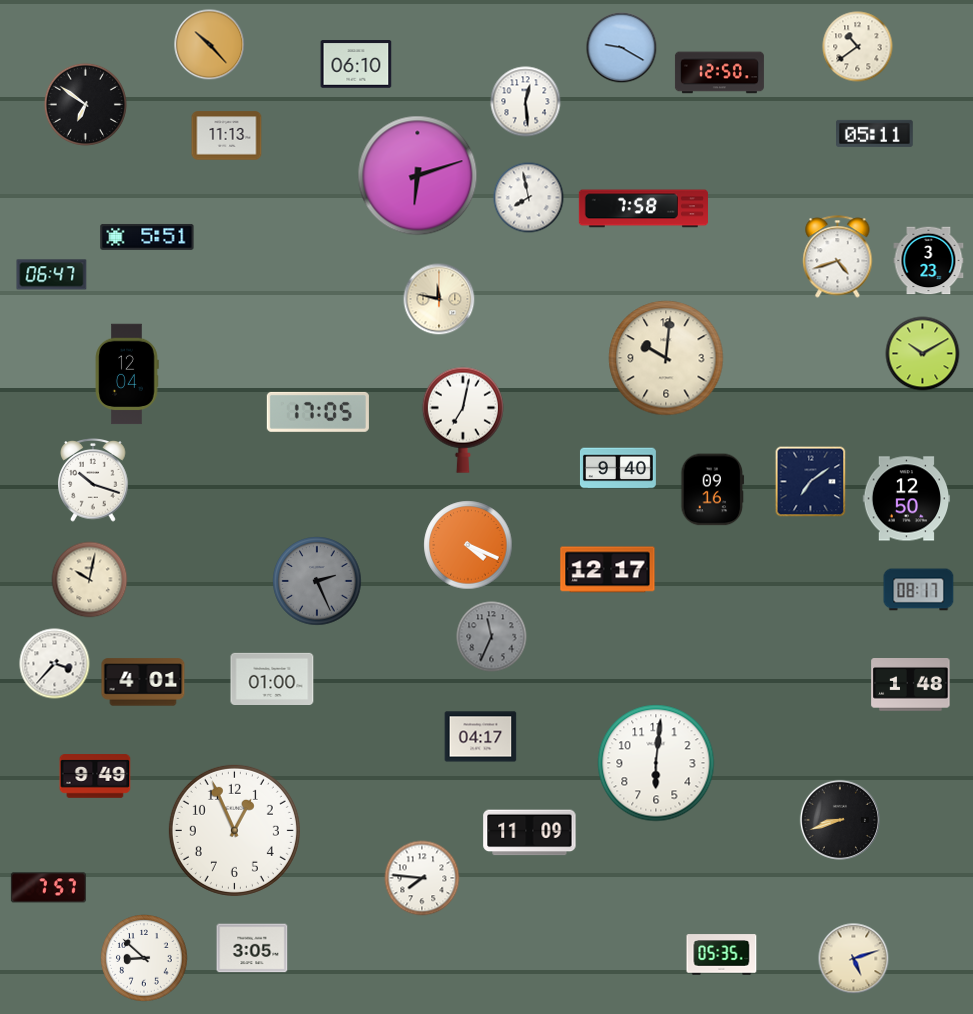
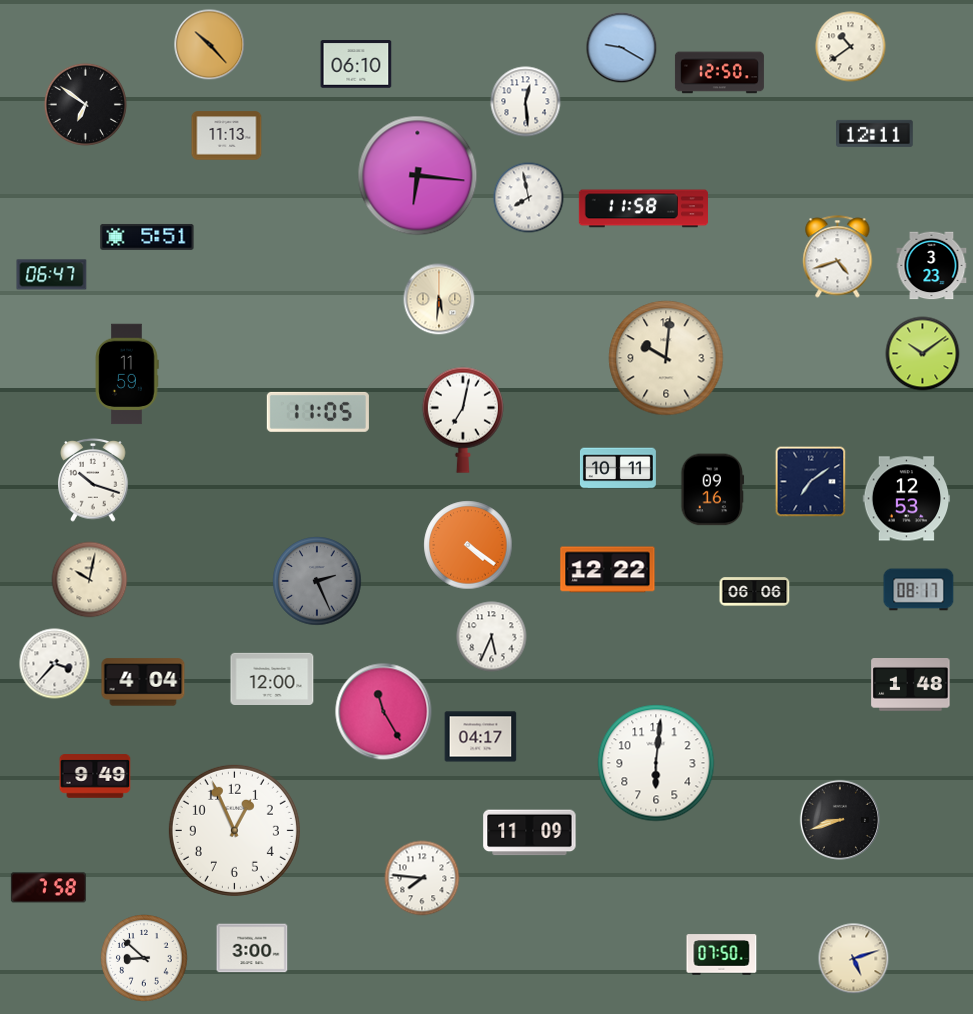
clock at (858, 47) position: (858, 47) -> (851, 47)
clock at (875, 133): 05:11 -> 12:11
clock at (418, 176): 6:12 -> 6:16
clock at (643, 209): 7:58 -> 11:58
clock at (929, 261) position: (929, 261) -> (932, 266)
clock at (439, 299): 11:47 -> 5:31
clock at (923, 354): 10:10 -> 10:09
clock at (127, 374): 12:04 -> 11:59
clock at (318, 412): 17:05 -> 11:05
clock at (618, 468): 9:40 -> 10:11
clock at (907, 499): 12:50 -> 12:53
clock at (468, 545): 4:19 -> 4:21
clock at (608, 570): 12:17 -> 12:22
clock at (755, 592): none -> 06:06
clock at (492, 637): 11:34 -> 5:34
clock at (492, 637) dial: grey -> white
clock at (272, 678): 01:00 -> 12:00
clock at (143, 682): 4:01 -> 4:04
clock at (384, 712): none -> 11:25
clock at (48, 888): 7:57 -> 7:58
clock at (252, 948): 3:05 -> 3:00
clock at (722, 955): 05:35 -> 07:50
